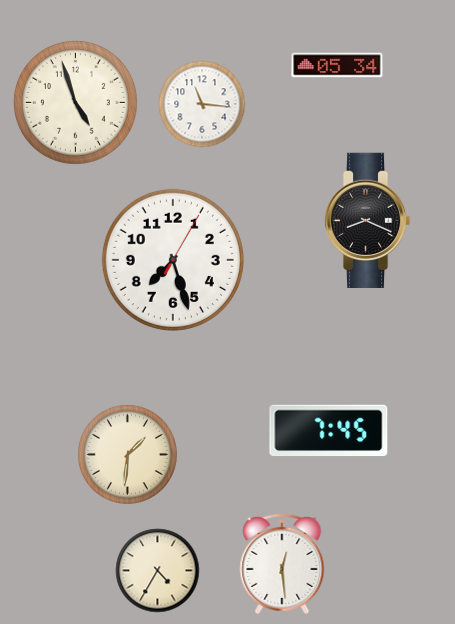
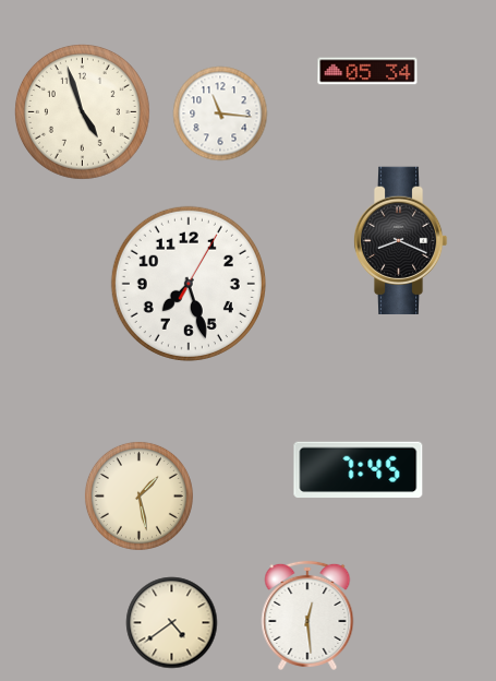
clock at (127, 454): 1:31 -> 1:28
clock at (158, 571): 4:35 -> 4:39
